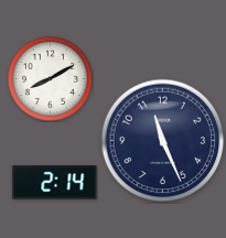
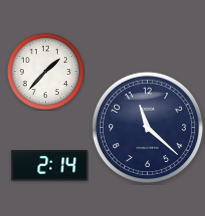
clock at (50, 78): 8:10 -> 1:37
clock at (163, 141): 11:26 -> 11:22
